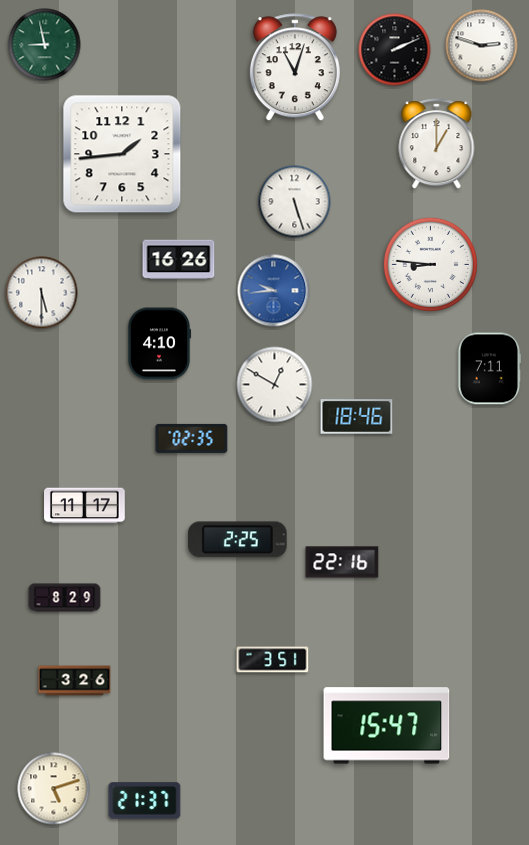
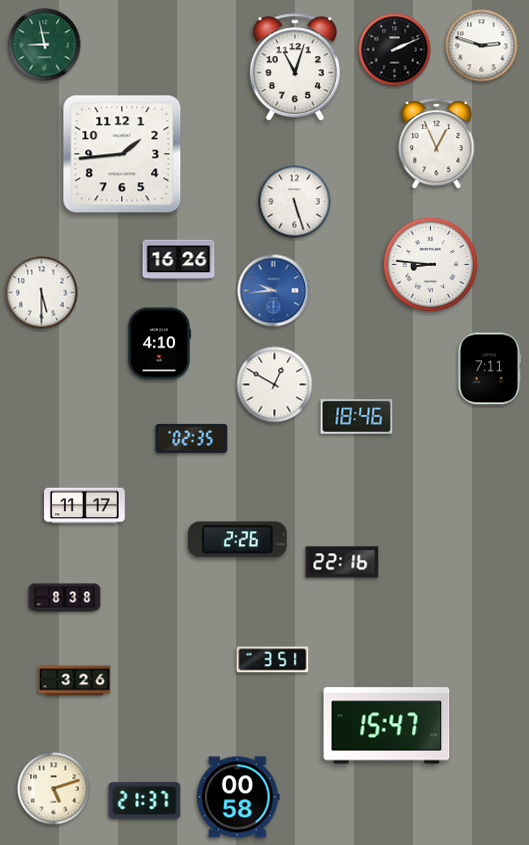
clock at (437, 144): 1:00 -> 12:56
clock at (237, 540): 2:25 -> 2:26
clock at (65, 598): 8:29 -> 8:38
clock at (238, 797): none -> 00:58
